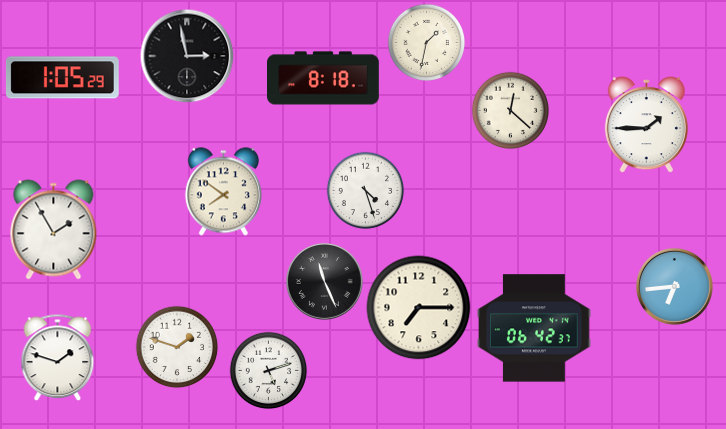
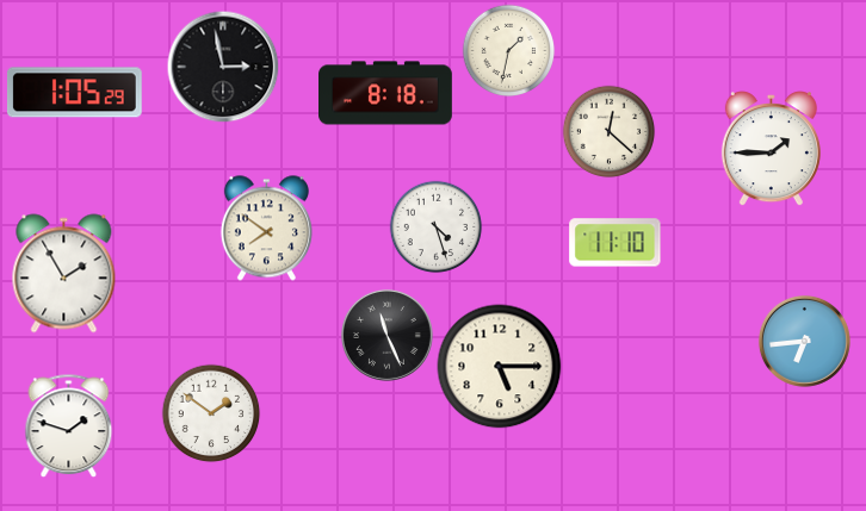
clock at (616, 243): none -> 11:10
clock at (419, 308): 7:15 -> 5:15
clock at (534, 328): 06:42 -> none
clock at (177, 347): 1:48 -> 1:51
clock at (268, 370): 5:12 -> none
